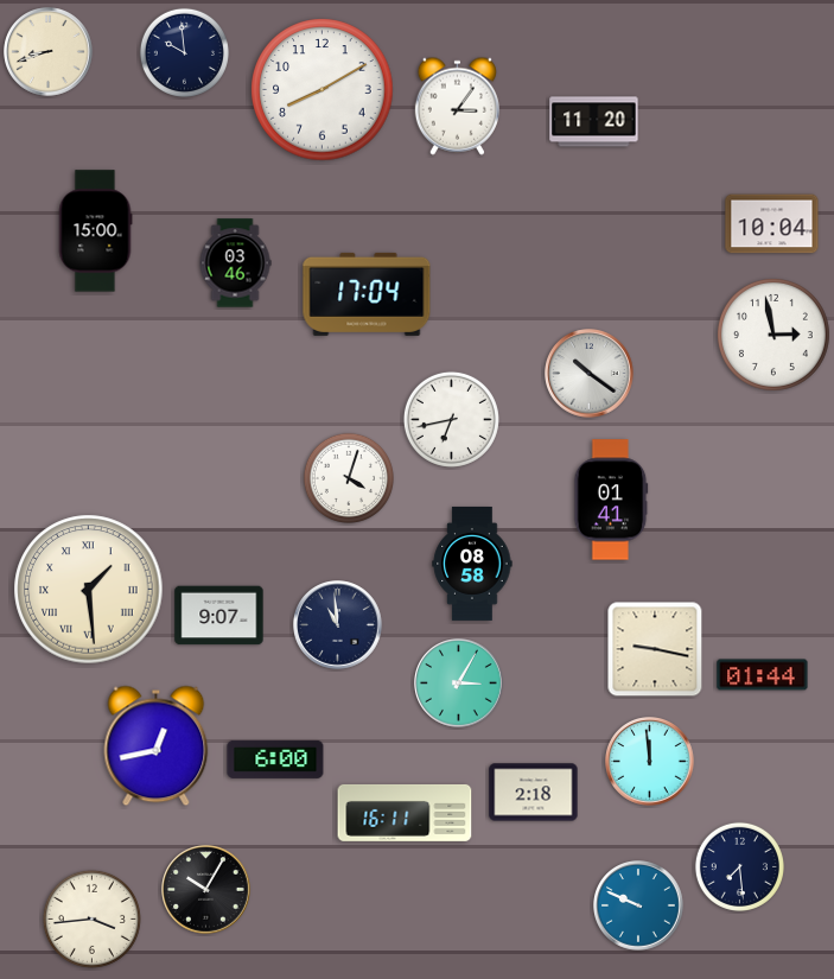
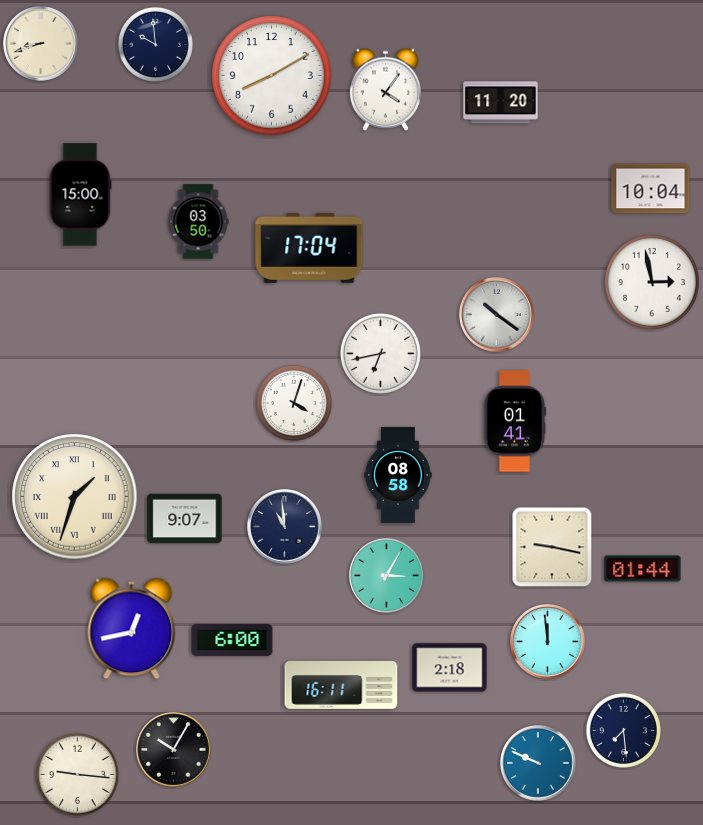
clock at (457, 106): 3:06 -> 4:06
clock at (235, 263): 03:46 -> 03:50
clock at (89, 590): 1:29 -> 1:33
clock at (91, 918): 3:44 -> 9:16
